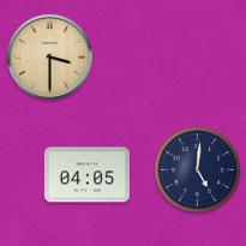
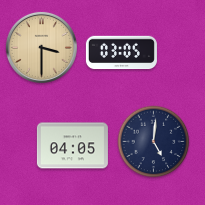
clock at (121, 53): none -> 03:05
clock at (198, 170) position: (198, 170) -> (154, 142)
